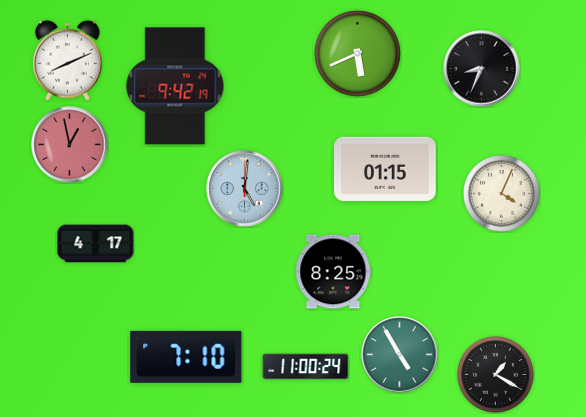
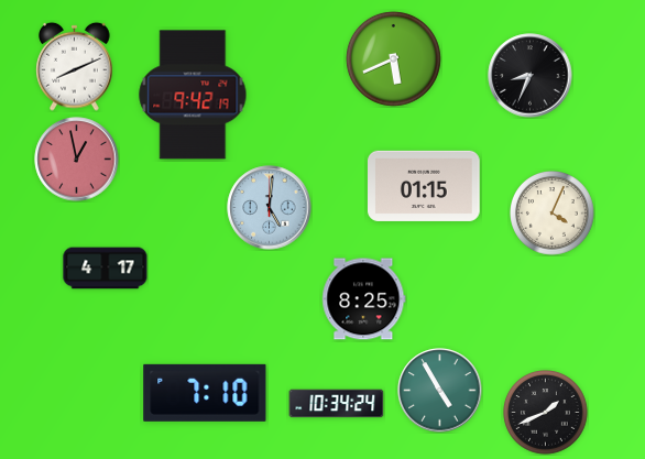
clock at (334, 272) position: (334, 272) -> (364, 299)
clock at (306, 367): 11:00 -> 10:34
clock at (496, 375): 1:20 -> 1:41
